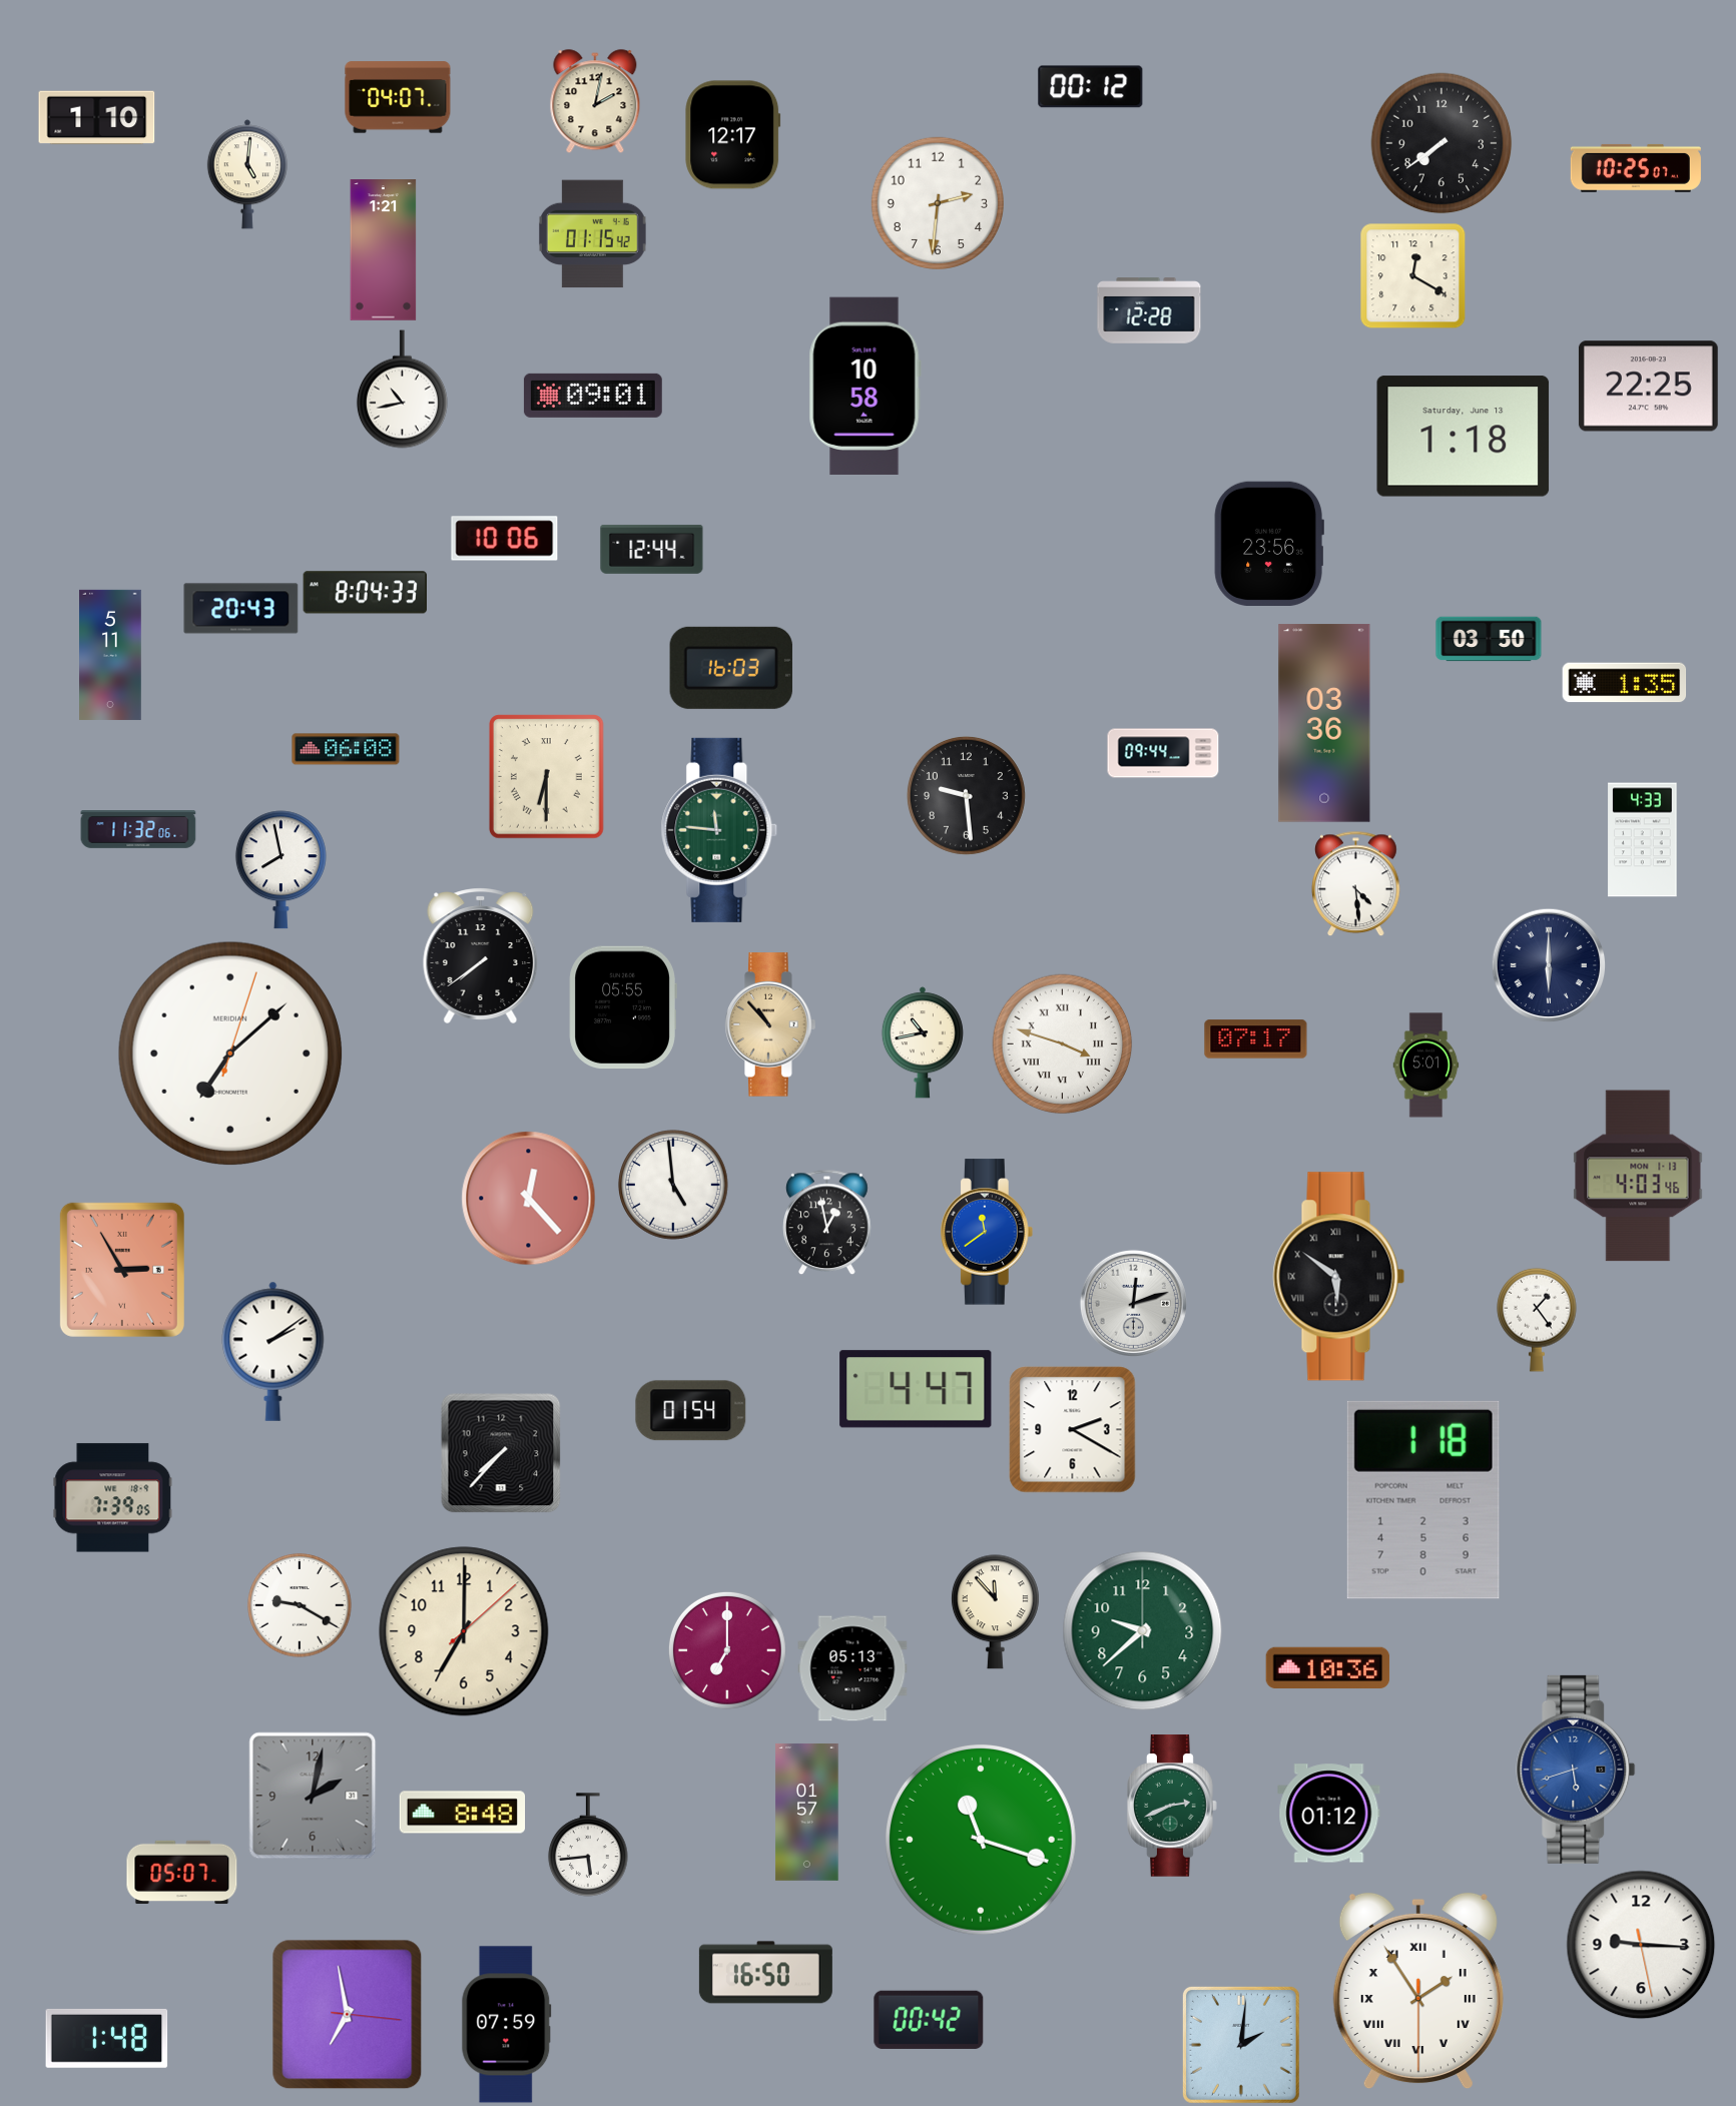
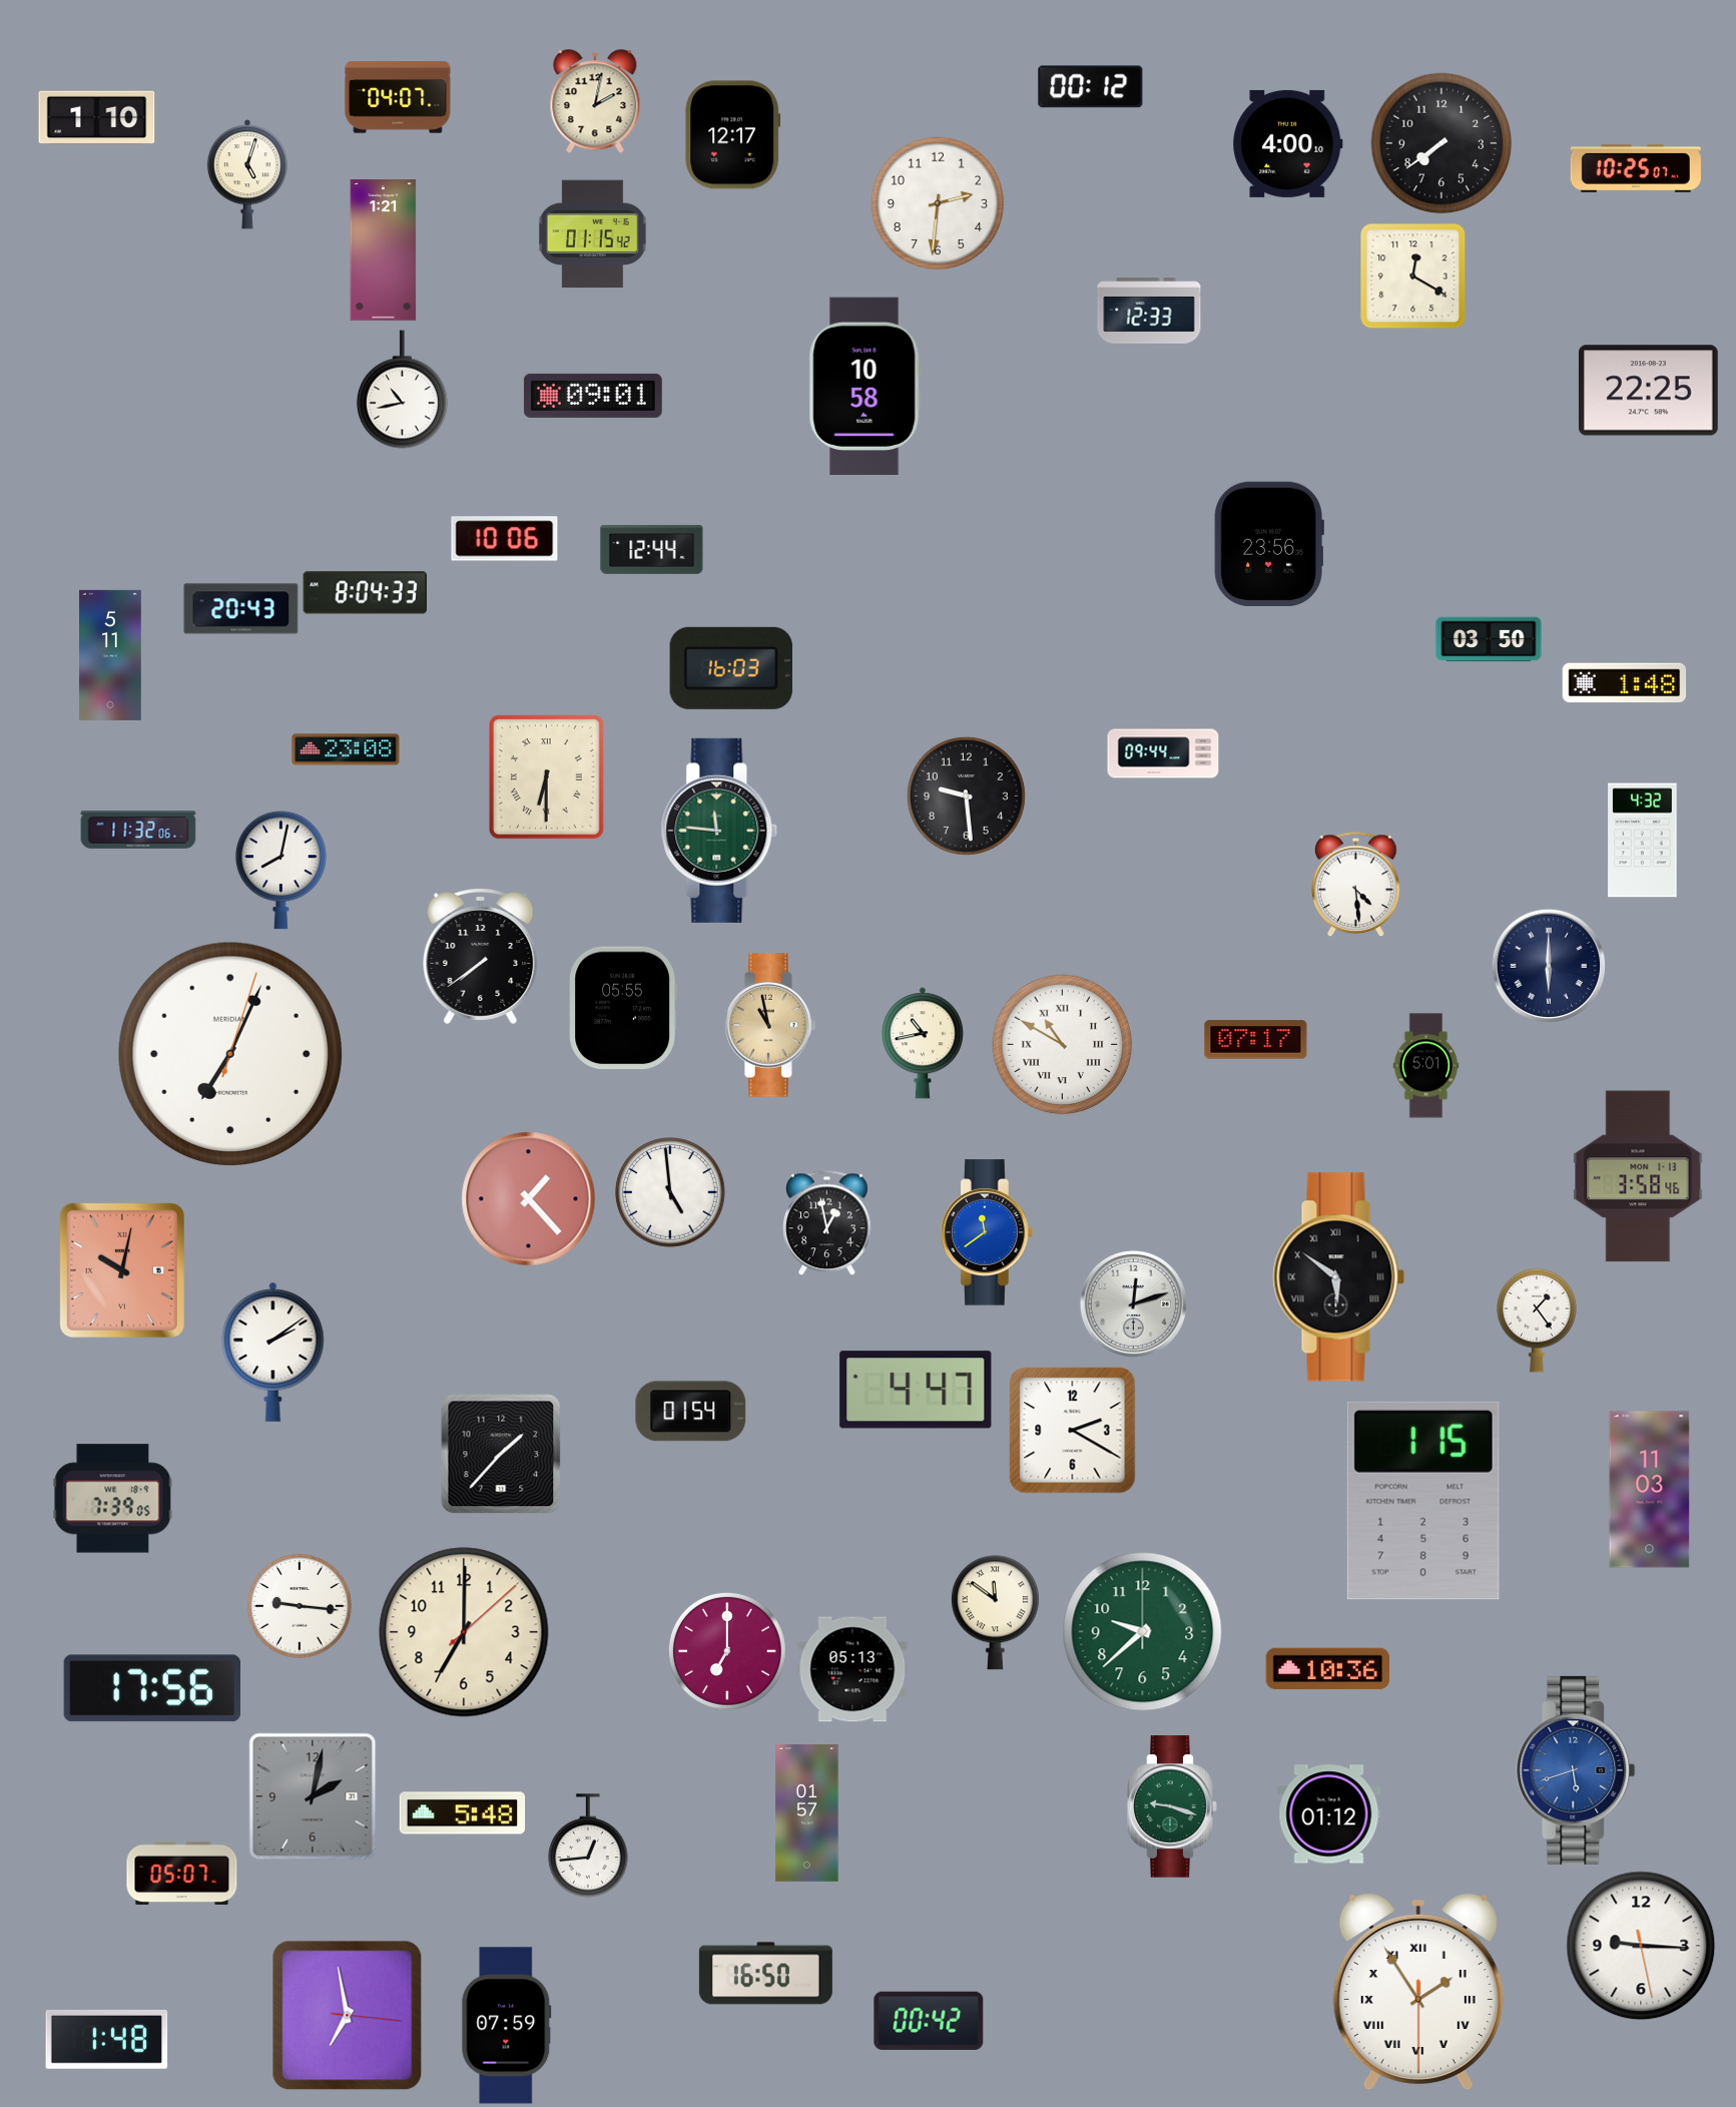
clock at (1288, 143): none -> 4:00
clock at (247, 174): 5:01 -> 5:03
clock at (1149, 310): 12:28 -> 12:33
clock at (1648, 387) position: (1648, 387) -> (1648, 391)
clock at (1464, 437): 1:18 -> none
clock at (1625, 683): 1:35 -> 1:48
clock at (1324, 723): 03:36 -> none
clock at (346, 749): 06:08 -> 23:08
clock at (1643, 840): 4:33 -> 4:32
clock at (280, 870): 7:58 -> 8:02
clock at (770, 1024): 10:53 -> 10:58
clock at (1063, 1044): 3:48 -> 10:50
clock at (229, 1052): 7:08 -> 7:04
clock at (1638, 1176): 4:03 -> 3:58
clock at (673, 1185) position: (673, 1185) -> (670, 1192)
clock at (529, 1199): 12:23 -> 1:23
clock at (122, 1270): 2:55 -> 10:02
clock at (501, 1453): 7:37 -> 1:37
clock at (1650, 1490): none -> 11:03
clock at (1423, 1500): 1:18 -> 1:15
clock at (300, 1605): 9:20 -> 9:16
clock at (995, 1612): 11:53 -> 11:51
clock at (152, 1688): none -> 17:56
clock at (1172, 1806): 2:41 -> 9:18
clock at (463, 1813): 8:48 -> 5:48
clock at (981, 1840): 11:18 -> none
clock at (588, 1845): 5:44 -> 12:44
clock at (1241, 2045): 2:01 -> none
